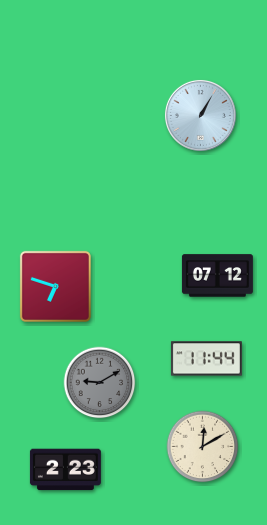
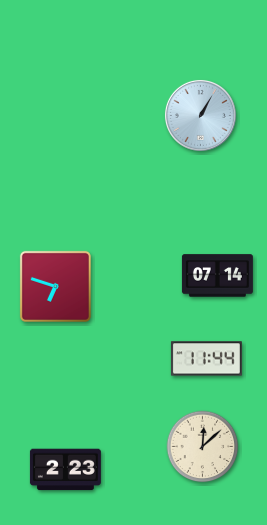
clock at (217, 276): 07:12 -> 07:14
clock at (100, 383): 9:10 -> none
clock at (203, 447): 12:10 -> 12:08
